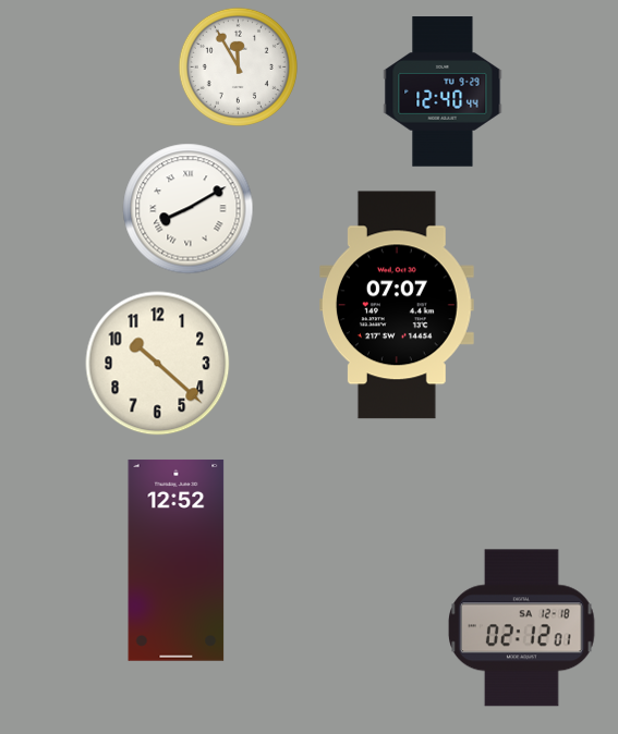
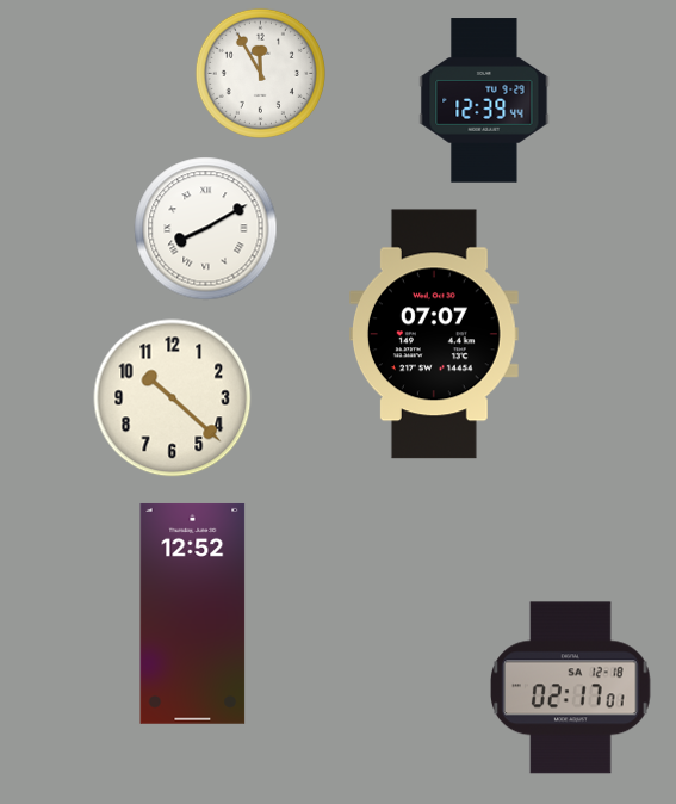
clock at (443, 91): 12:40 -> 12:39
clock at (522, 628): 02:12 -> 02:17
